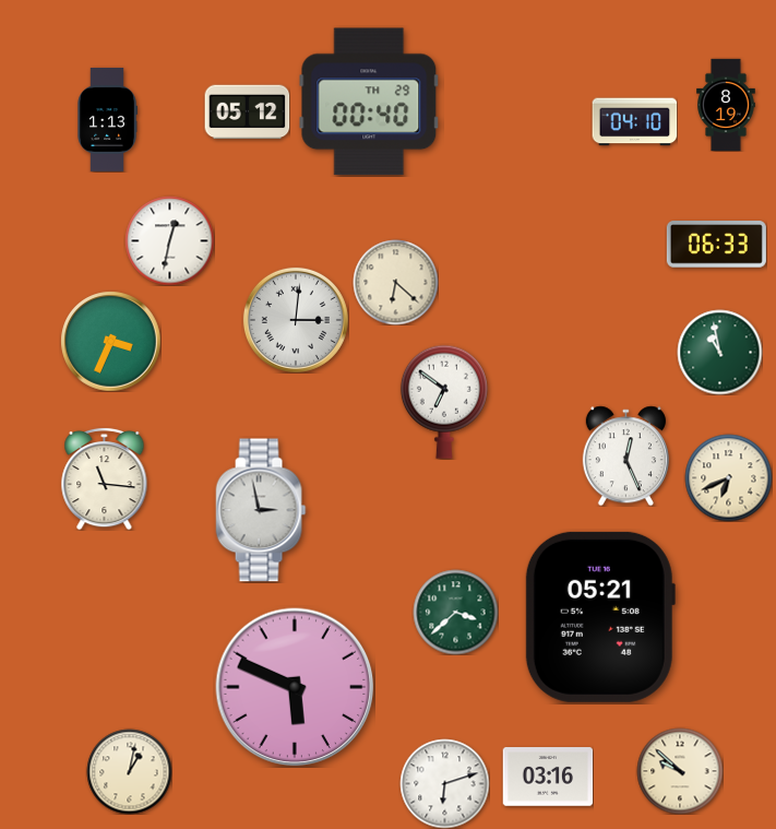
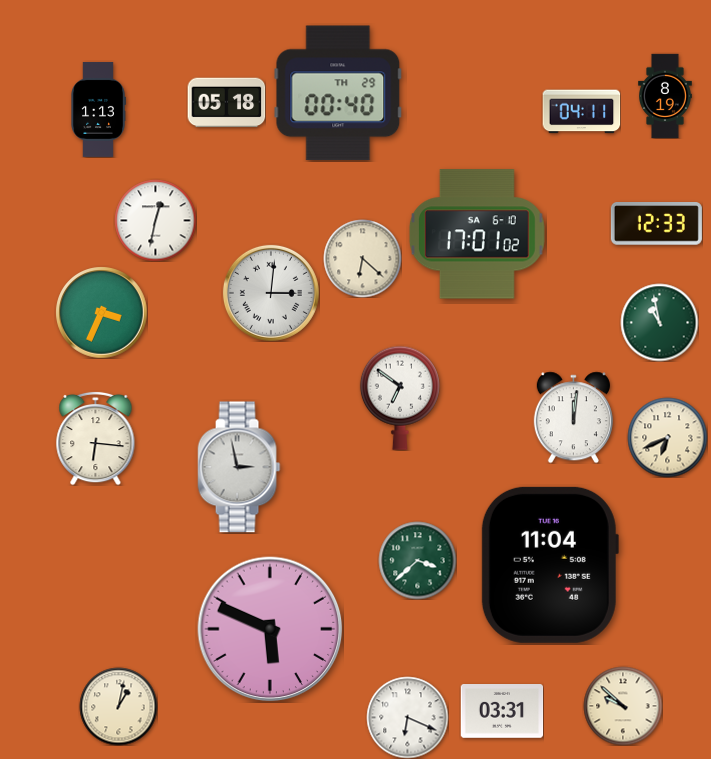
clock at (247, 112): 05:12 -> 05:18
clock at (634, 122): 04:10 -> 04:11
clock at (716, 245): 06:33 -> 12:33
clock at (477, 234): none -> 17:01
clock at (444, 402) position: (444, 402) -> (400, 398)
clock at (625, 455): 12:26 -> 12:01
clock at (105, 478): 11:16 -> 6:16
clock at (600, 617): 05:21 -> 11:04
clock at (548, 778): 03:16 -> 03:31
clock at (444, 783): 6:12 -> 6:19
